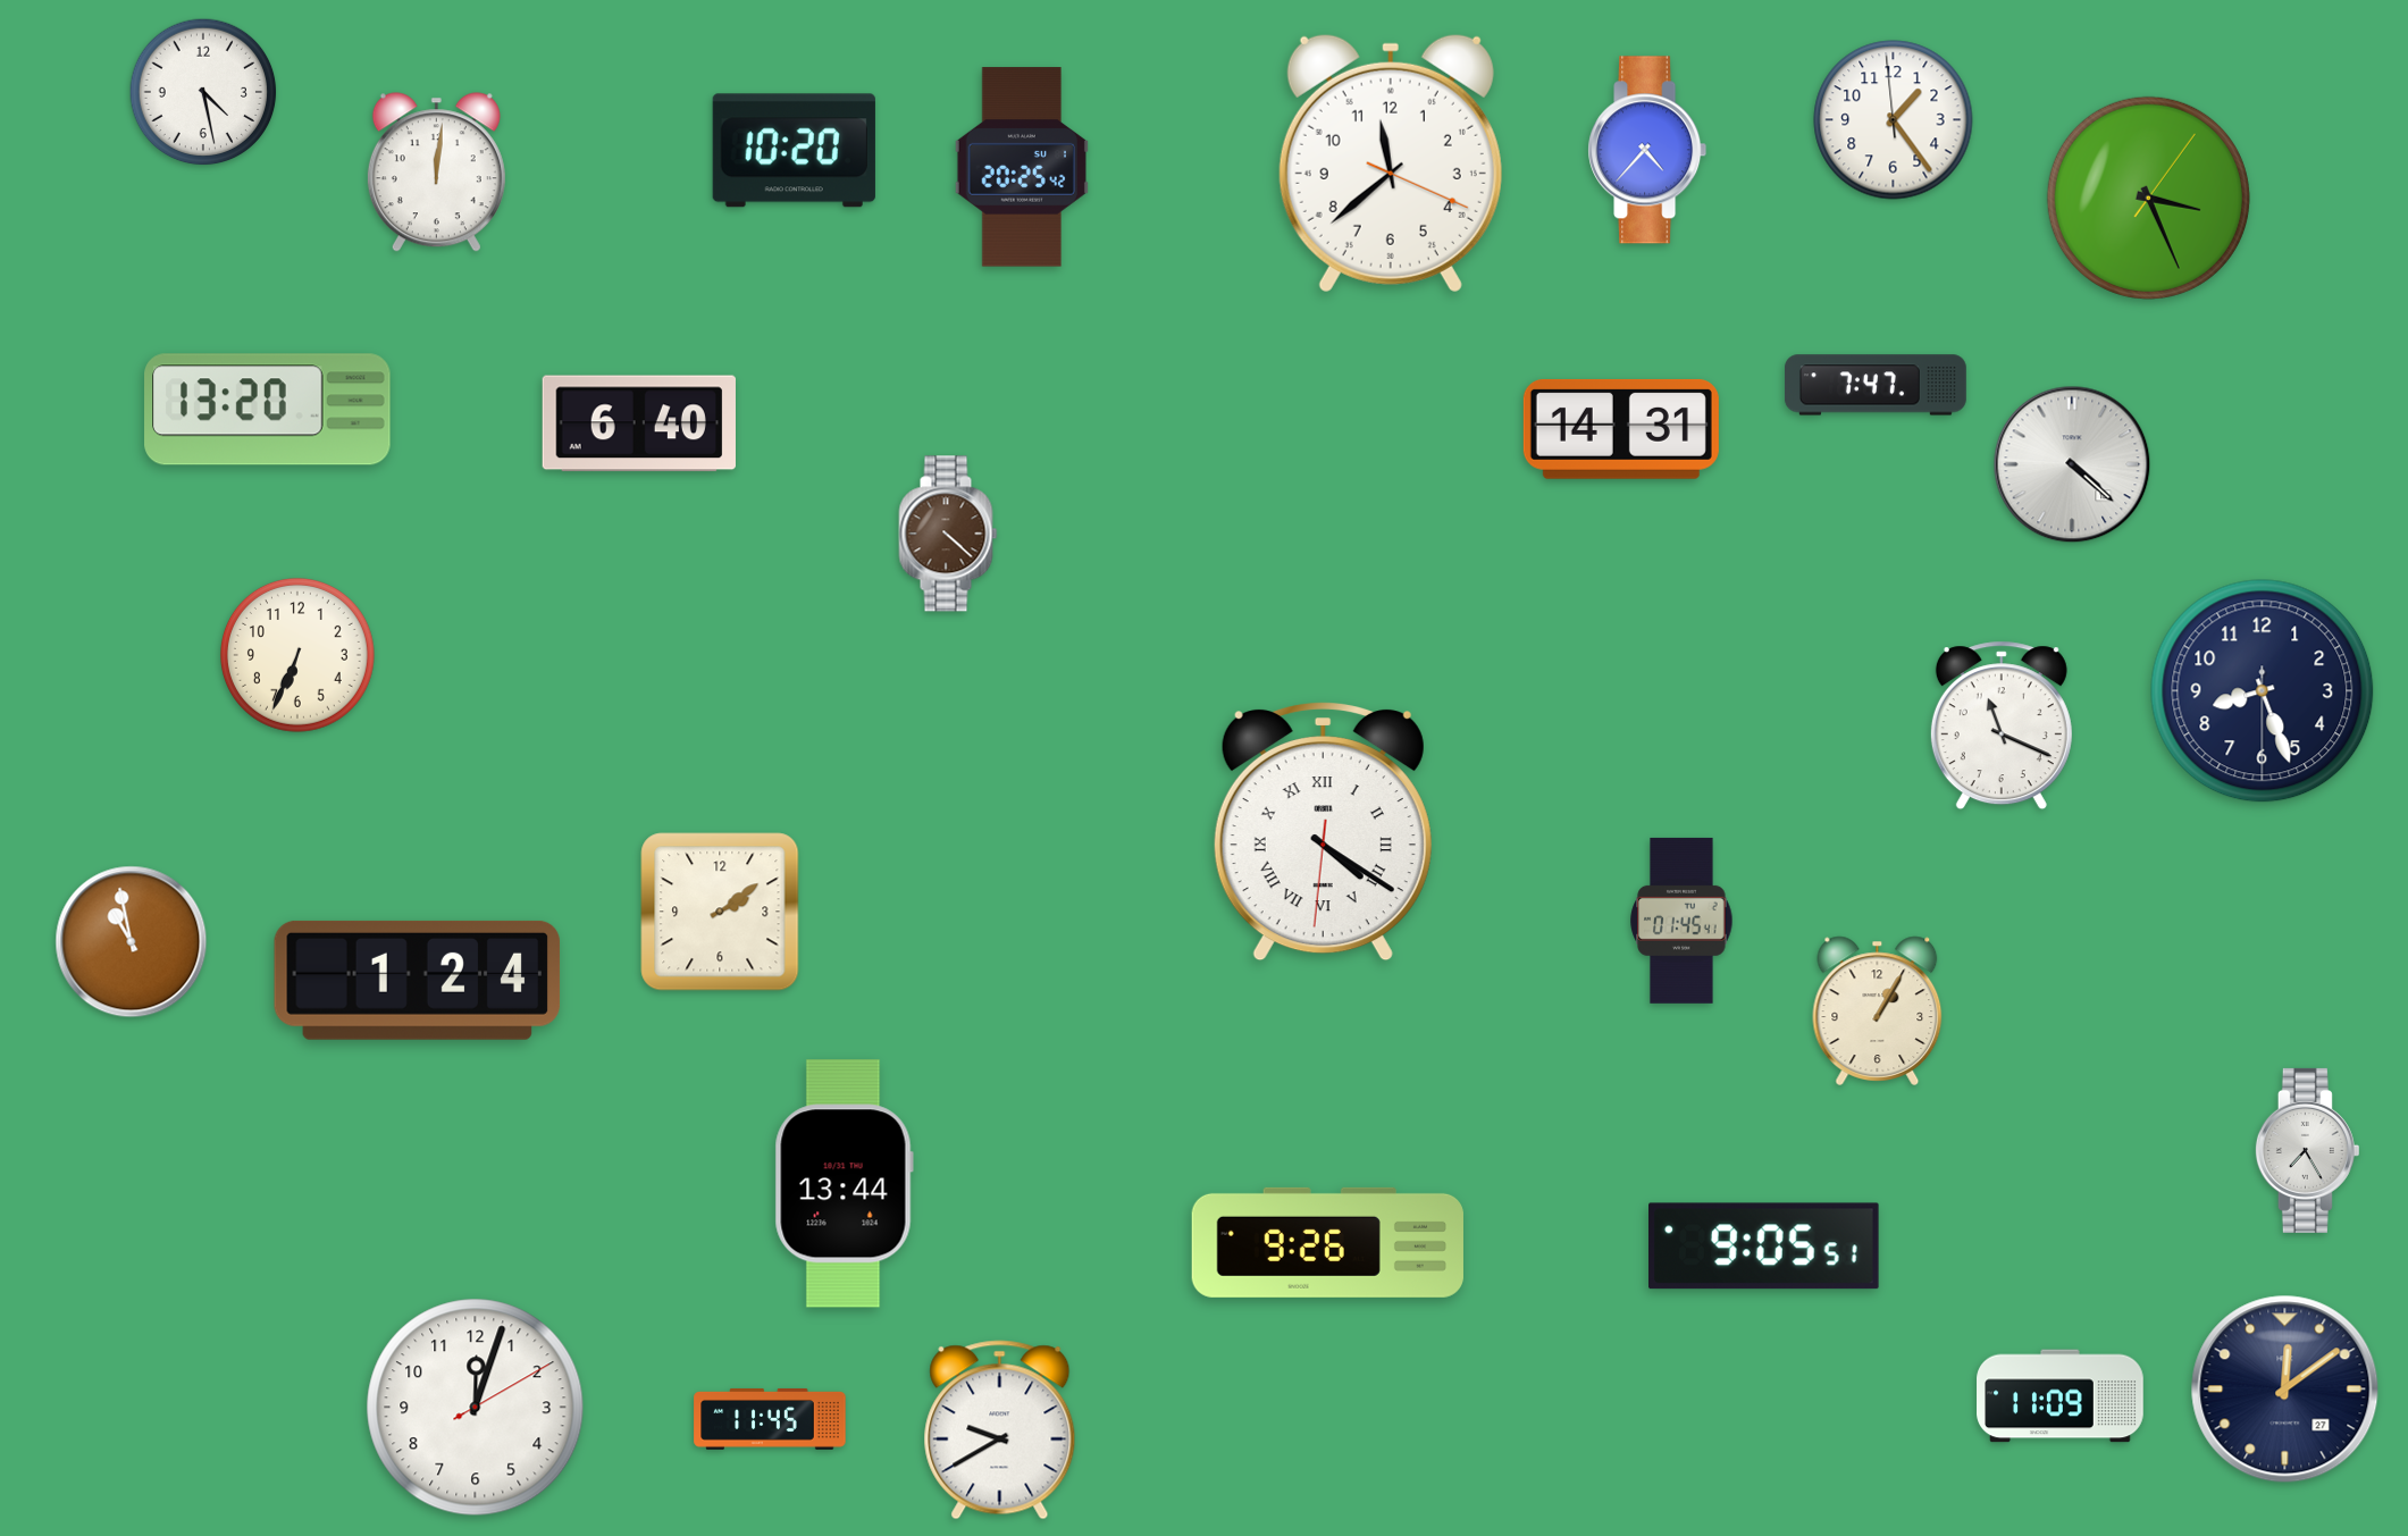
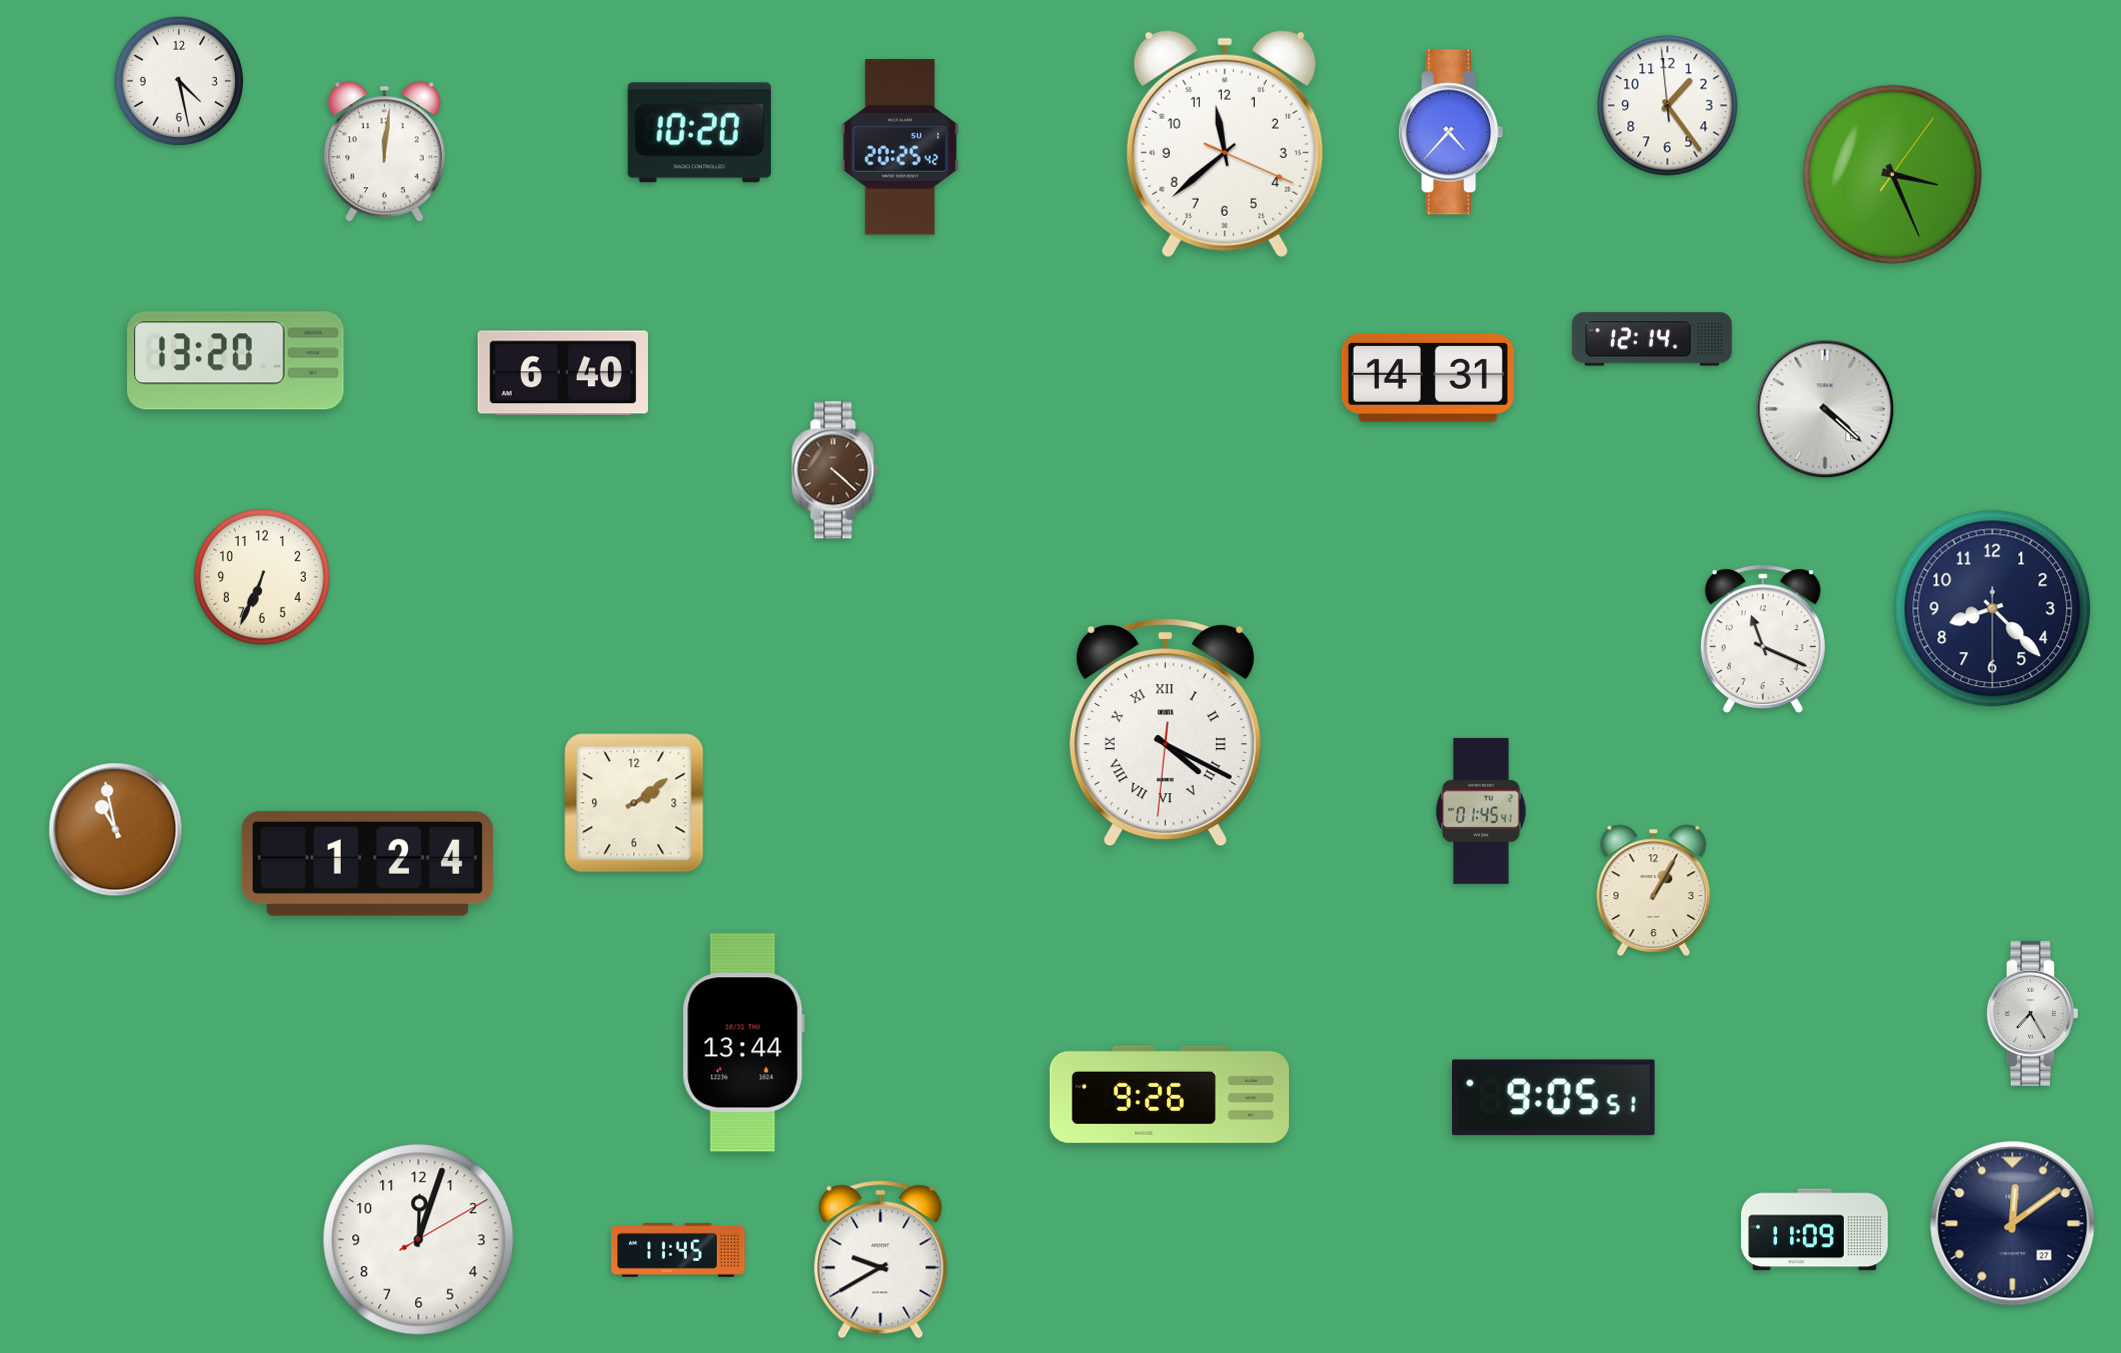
clock at (1876, 385): 7:47 -> 12:14
clock at (2263, 691): 8:26 -> 8:22
clock at (1323, 832): 4:20 -> 4:19
